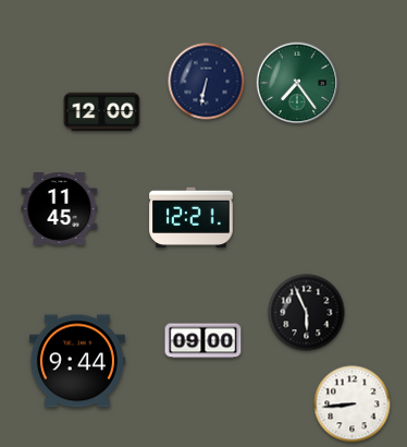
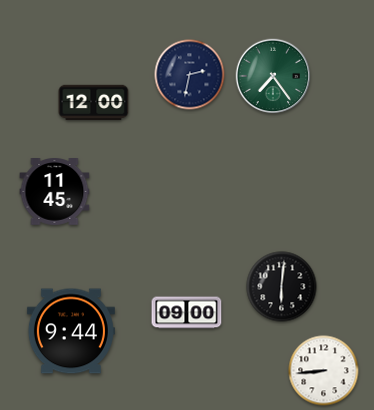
clock at (207, 82): 6:32 -> 2:32
clock at (192, 217): 12:21 -> none
clock at (307, 313): 5:56 -> 6:01
